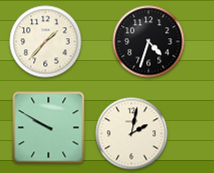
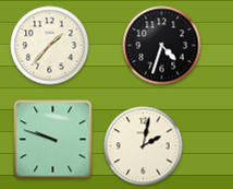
clock at (49, 128): 9:50 -> 9:48
